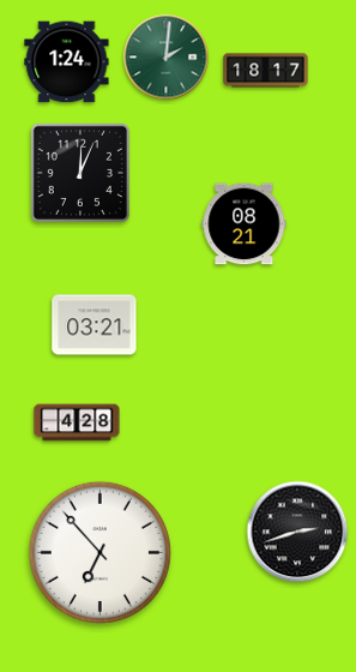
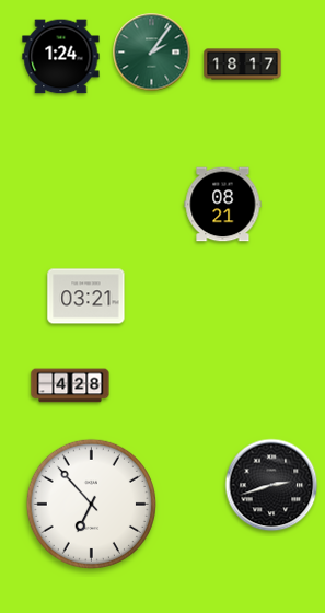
clock at (167, 58): 2:01 -> 2:06
clock at (80, 173): 12:04 -> none
